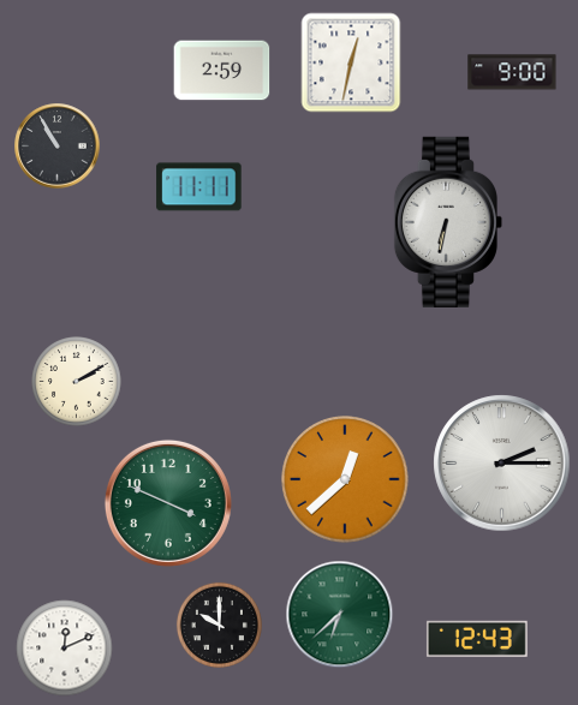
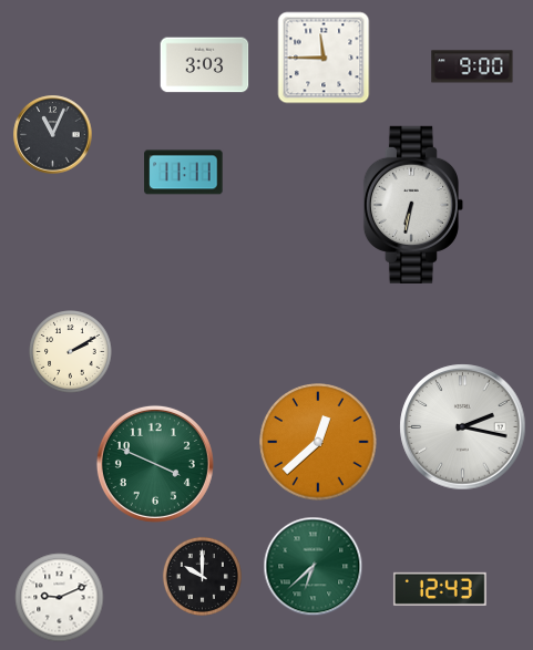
clock at (351, 62): 12:32 -> 11:45
clock at (222, 71): 2:59 -> 3:03
clock at (58, 147): 10:55 -> 11:04
clock at (502, 464): 2:15 -> 2:17
clock at (65, 649): 12:11 -> 9:11
